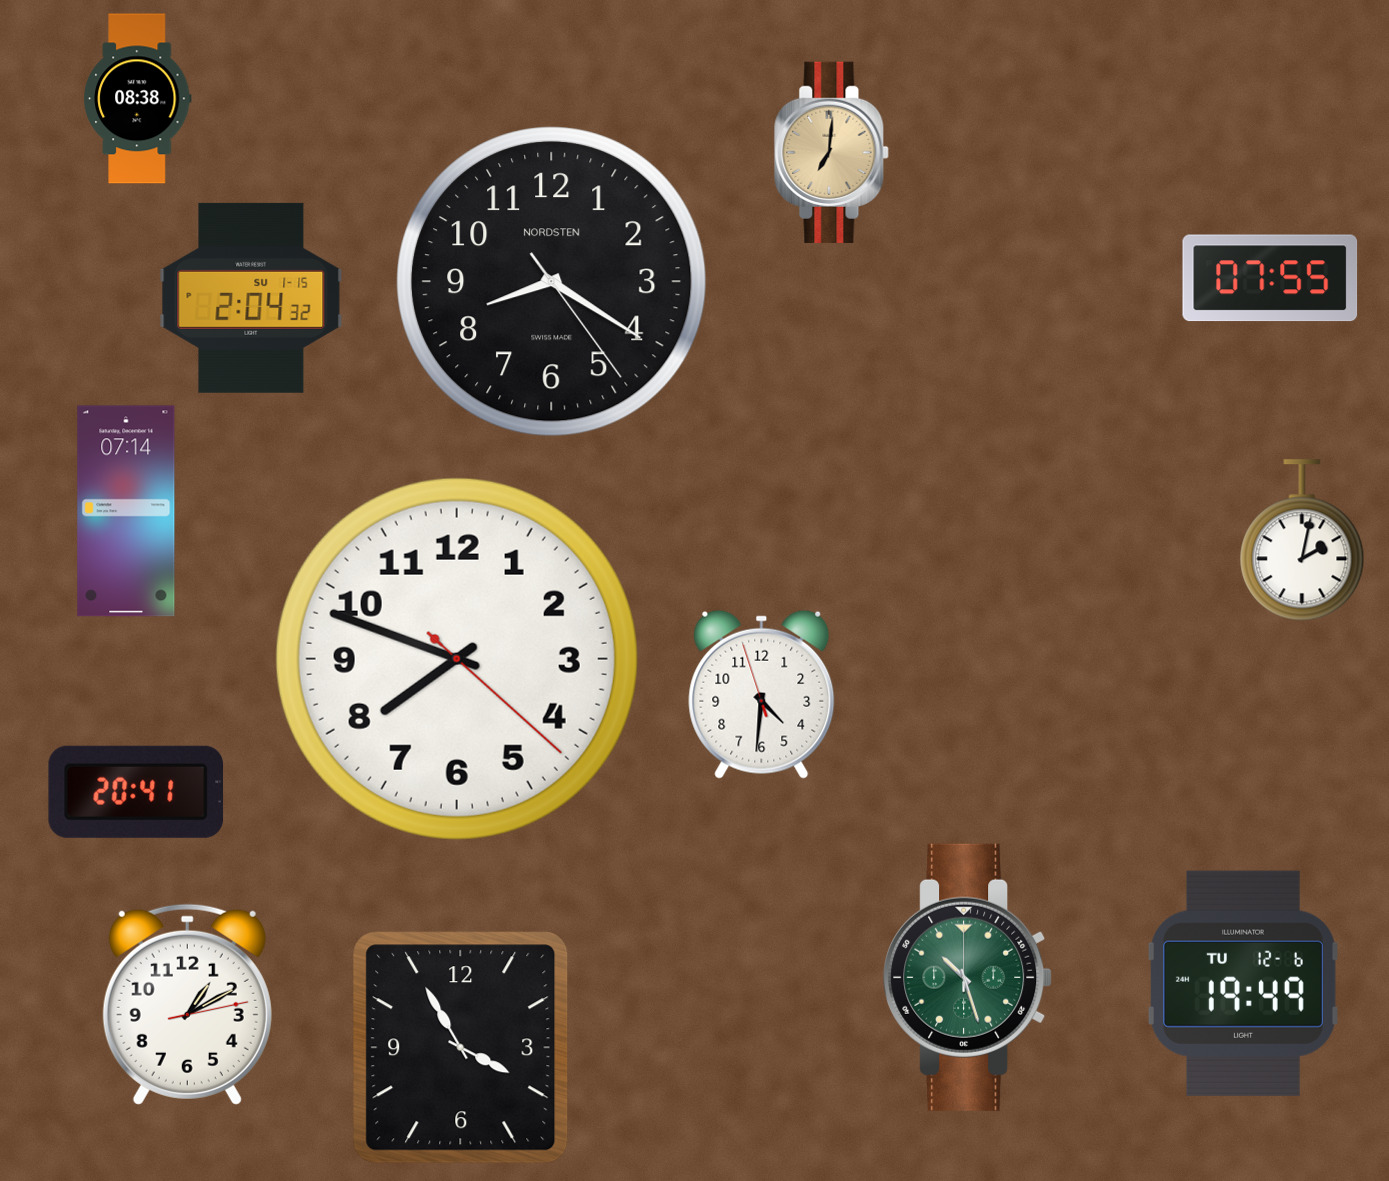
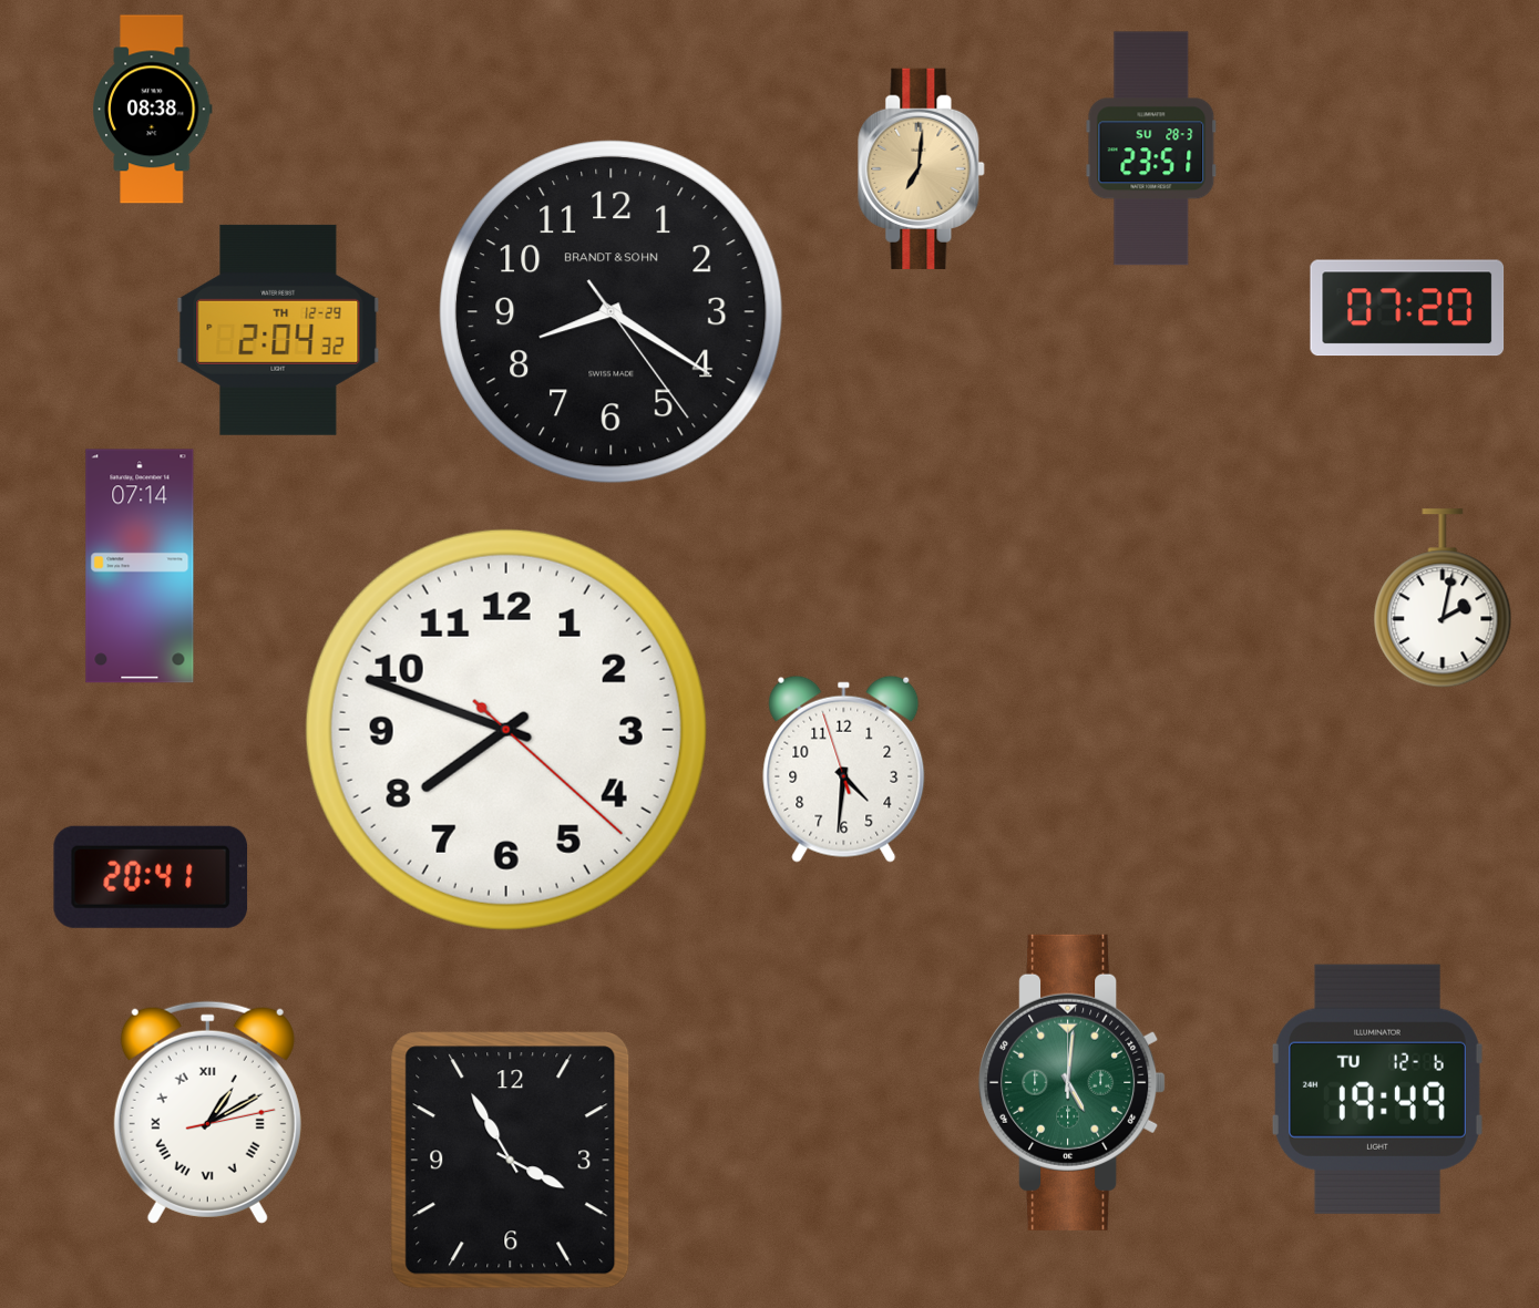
clock at (1151, 148): none -> 23:51
clock at (1270, 278): 07:55 -> 07:20
clock at (552, 282) brand: NORDSTEN -> BRANDT & SOHN
clock at (251, 298) date: SU 1-15 -> TH 12-29
clock at (968, 977): 10:27 -> 5:01
clock at (187, 1004) numerals: Arabic -> Roman
